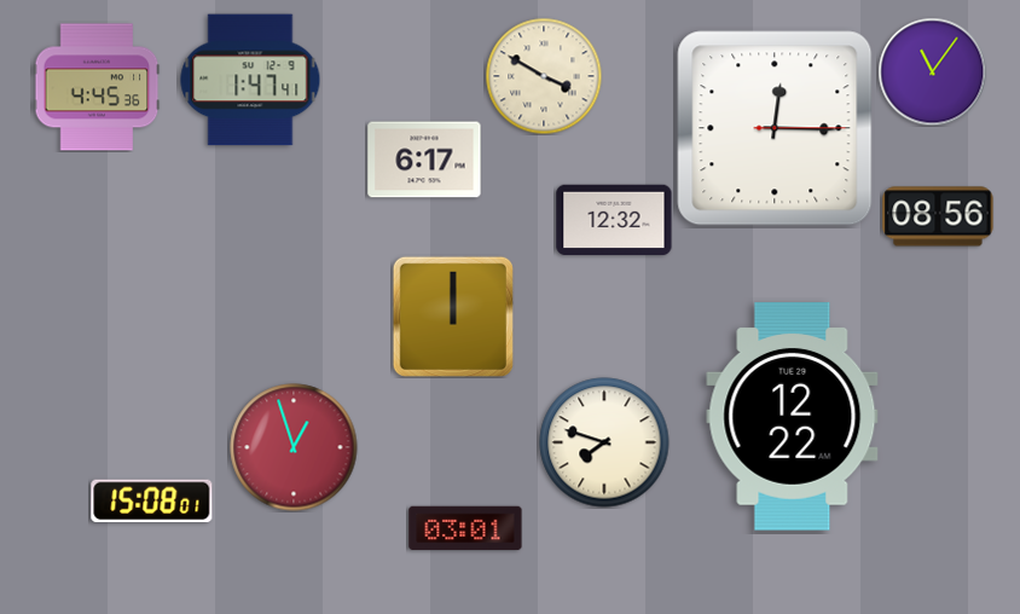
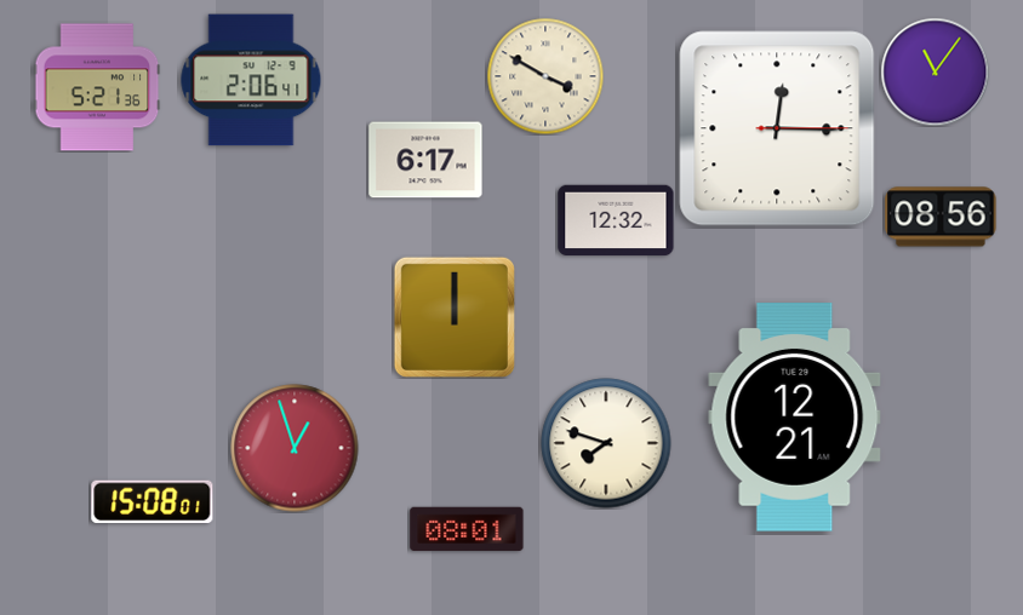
clock at (250, 80): 1:47 -> 2:06
clock at (97, 87): 4:45 -> 5:21
clock at (793, 417): 12:22 -> 12:21
clock at (465, 528): 03:01 -> 08:01
